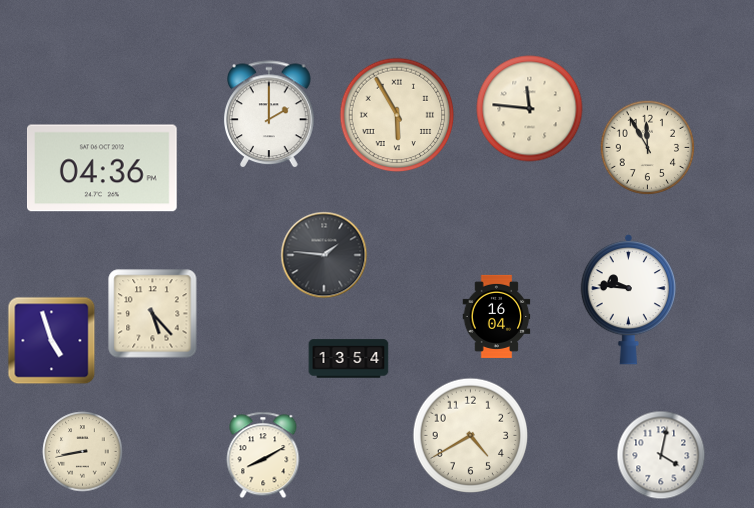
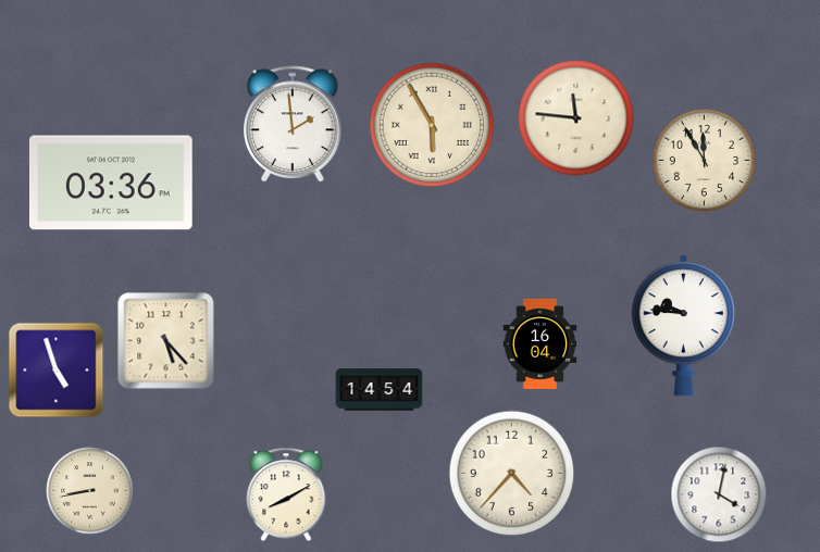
clock at (270, 115): 2:00 -> 1:59
clock at (103, 168): 04:36 -> 03:36
clock at (324, 255): 1:46 -> none
clock at (349, 359): 13:54 -> 14:54
clock at (471, 436): 4:40 -> 4:37
